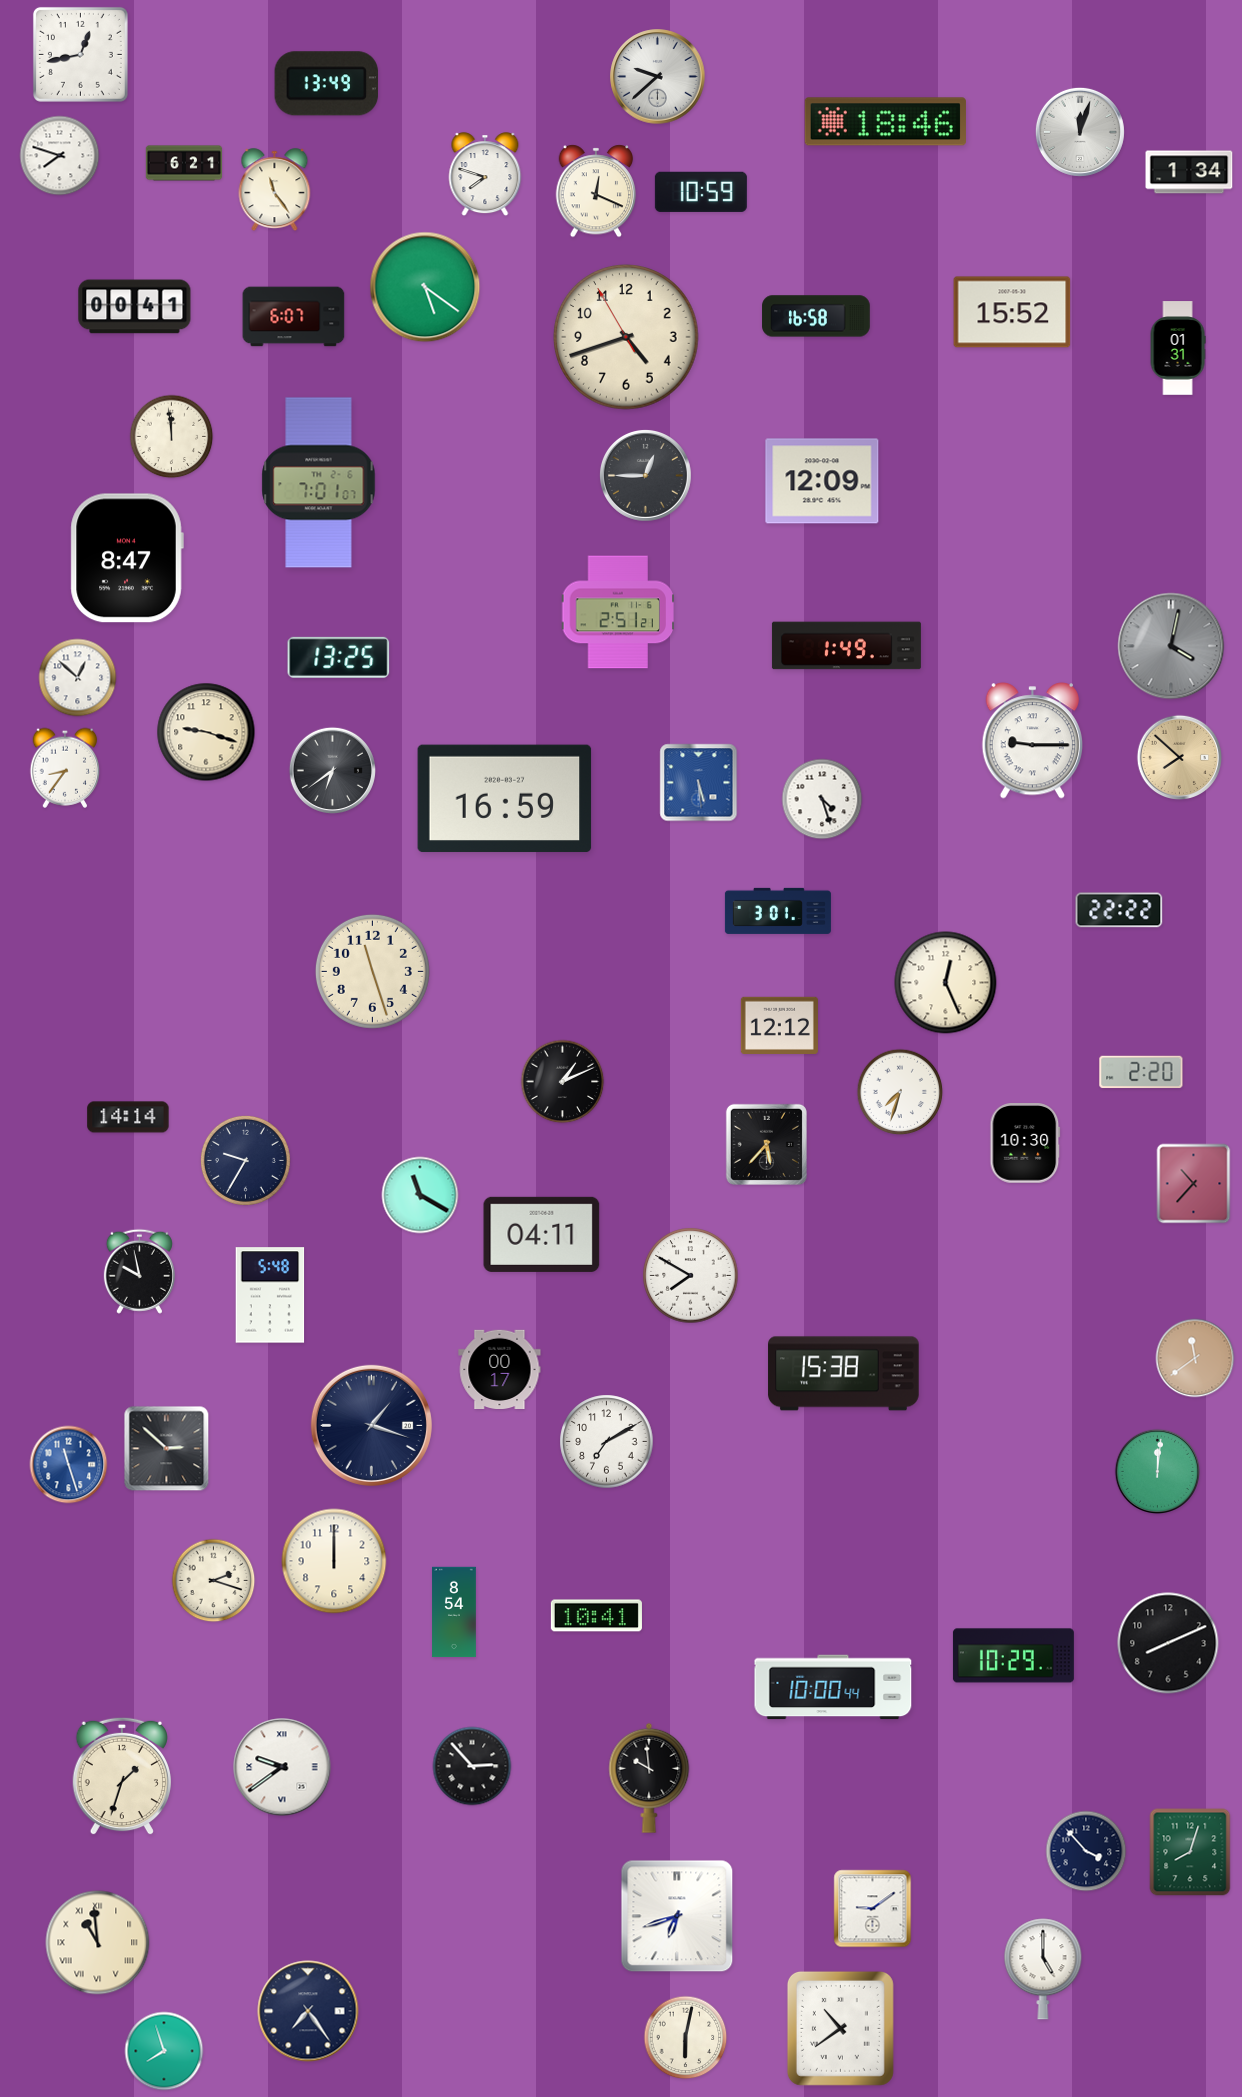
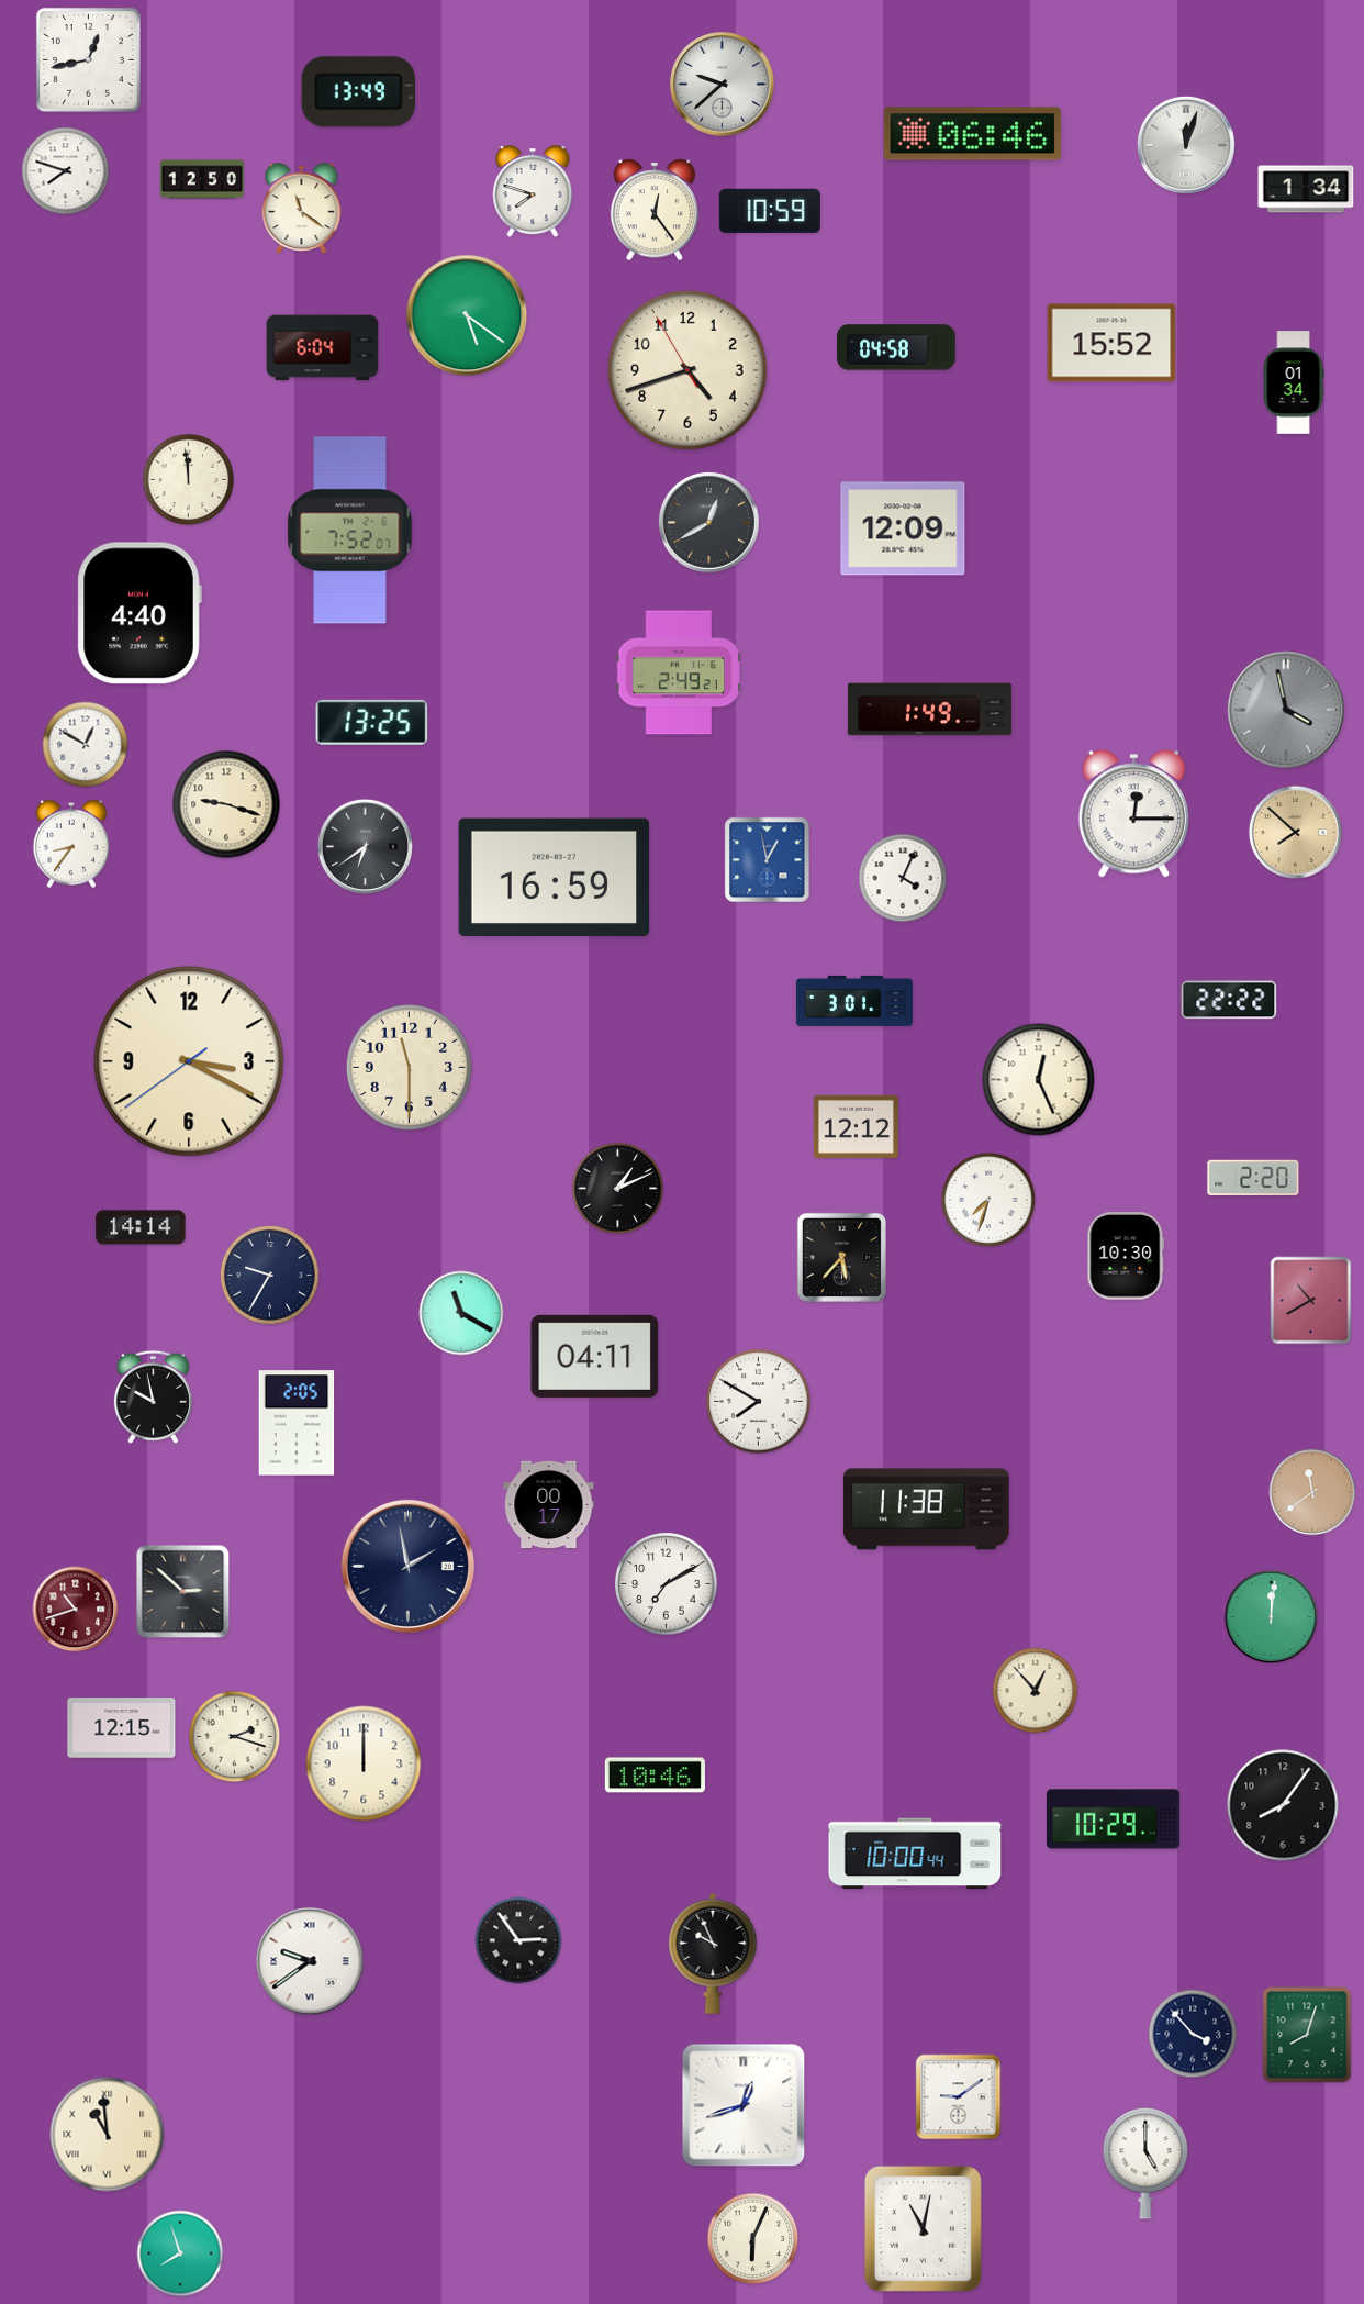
clock at (885, 122): 18:46 -> 06:46
clock at (184, 163): 6:21 -> 12:50
clock at (275, 190): 11:24 -> 11:21
clock at (596, 191): 12:19 -> 12:24
clock at (135, 307): 00:41 -> none
clock at (816, 316): 16:58 -> 04:58
clock at (294, 317): 6:07 -> 6:04
clock at (1178, 348): 01:31 -> 01:34
clock at (645, 475): 12:45 -> 12:40
clock at (319, 483): 7:01 -> 7:52
clock at (127, 558): 8:47 -> 4:40
clock at (617, 612): 2:51 -> 2:49
clock at (1171, 646): 4:02 -> 3:58
clock at (78, 678): 12:52 -> 12:50
clock at (1032, 741): 9:15 -> 12:15
clock at (699, 783): 5:29 -> 12:58
clock at (822, 799): 4:27 -> 4:04
clock at (189, 1061): none -> 3:19
clock at (372, 971): 11:27 -> 11:30
clock at (1194, 1184): 10:37 -> 10:40
clock at (270, 1295): 5:48 -> 2:05
clock at (844, 1374): 15:38 -> 11:38
clock at (371, 1425): 1:18 -> 1:58
clock at (69, 1465): 11:27 -> 10:42
clock at (69, 1465) dial: blue -> burgundy
clock at (1036, 1691): none -> 12:53
clock at (334, 1561) position: (334, 1561) -> (364, 1763)
clock at (122, 1728): none -> 12:15
clock at (454, 1612): 8:54 -> none
clock at (596, 1616): 10:41 -> 10:46
clock at (1168, 1643): 8:11 -> 8:06
clock at (472, 1766): 2:53 -> 2:54
clock at (282, 1767) position: (282, 1767) -> (310, 1961)
clock at (121, 1776): 1:33 -> none
clock at (649, 1778): 9:59 -> 9:56
clock at (677, 1916): 6:42 -> 12:42
clock at (308, 2011): 7:24 -> none
clock at (840, 2028): 10:39 -> 11:02
clock at (686, 2038): 6:02 -> 6:04
